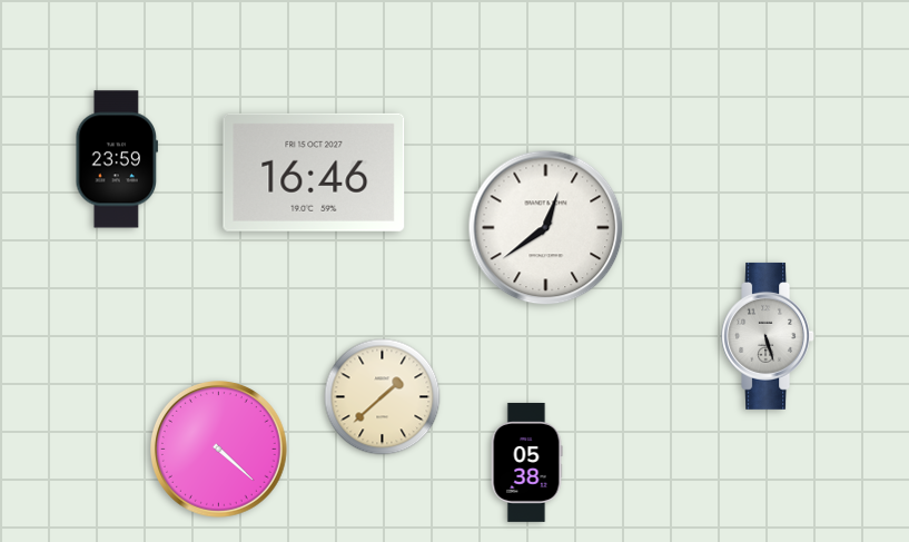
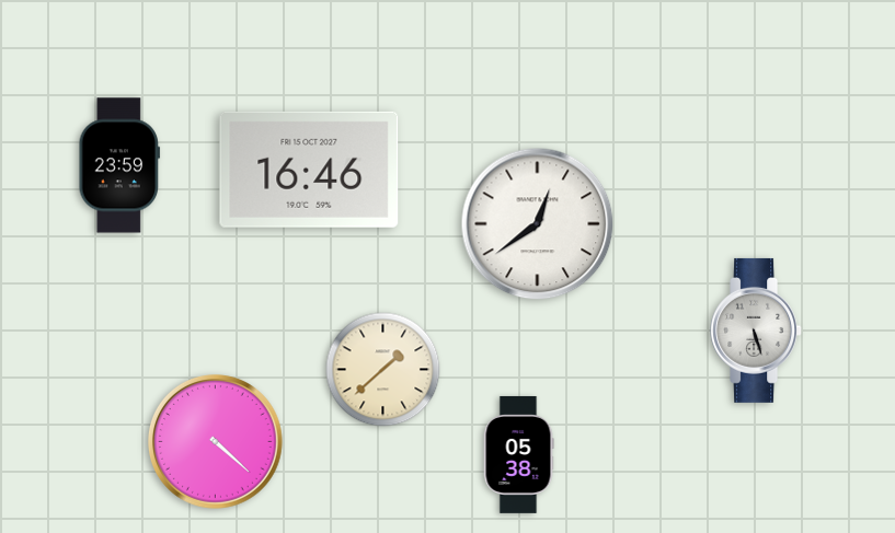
clock at (117, 159) position: (117, 159) -> (119, 165)
clock at (383, 397) position: (383, 397) -> (383, 370)
